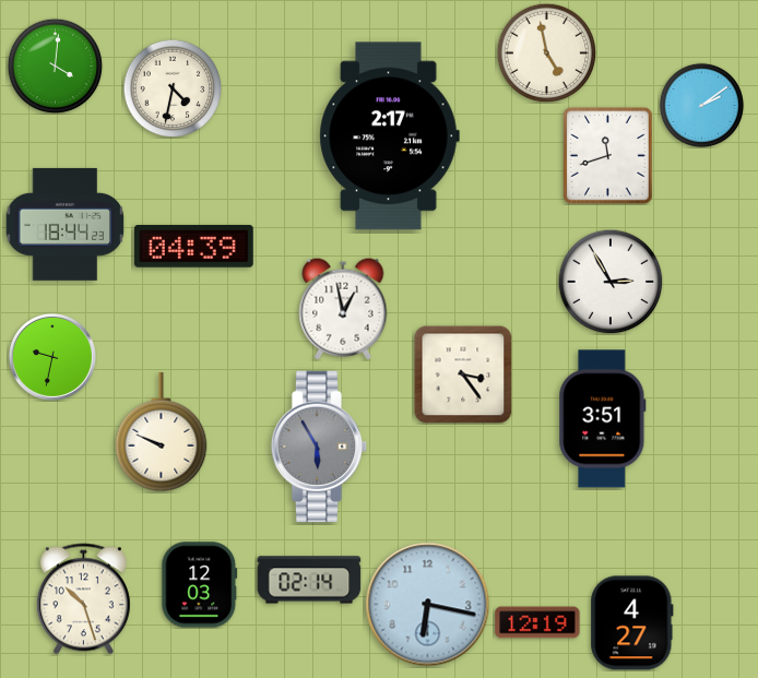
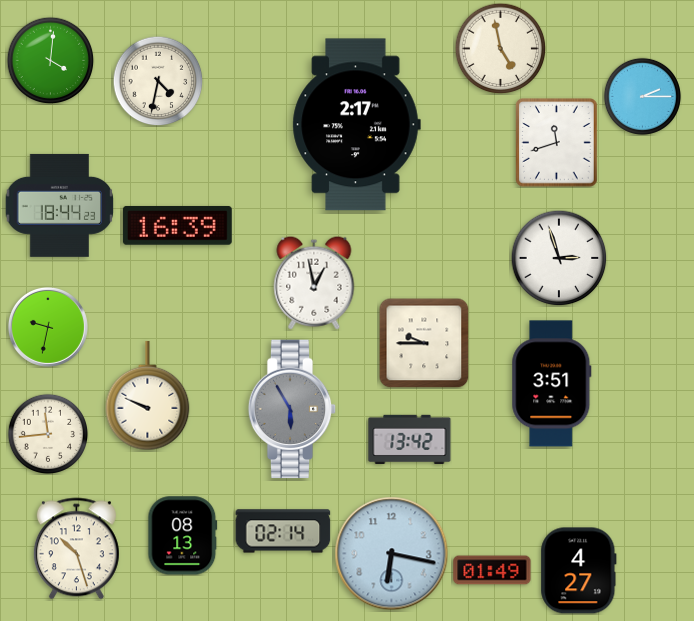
clock at (701, 105): 2:09 -> 2:15
clock at (193, 247): 04:39 -> 16:39
clock at (611, 282): 2:55 -> 2:57
clock at (463, 374): 3:24 -> 9:45
clock at (47, 433): none -> 11:44
clock at (410, 439): none -> 13:42
clock at (200, 585): 12:03 -> 08:13
clock at (537, 622): 12:19 -> 01:49
